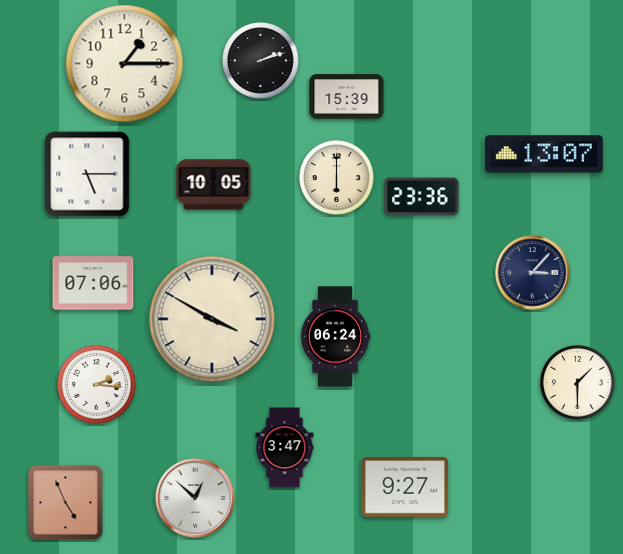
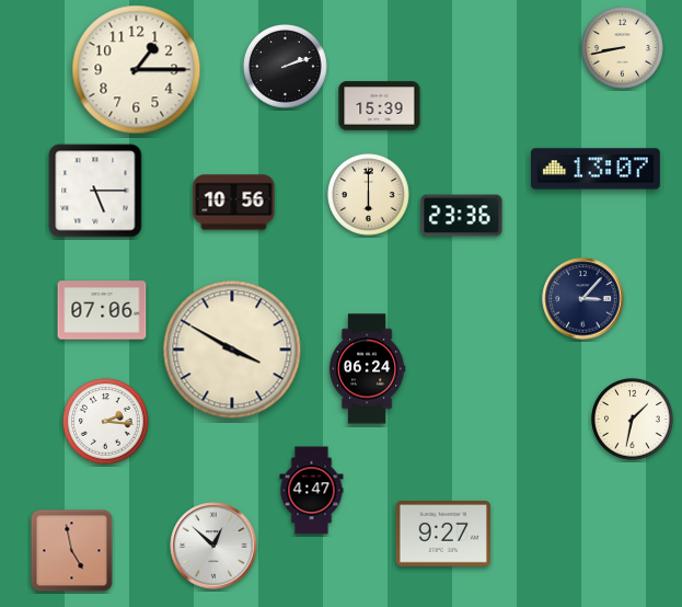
clock at (623, 48): none -> 8:43
clock at (214, 185): 10:05 -> 10:56
clock at (578, 383): 1:30 -> 1:32
clock at (285, 448): 3:47 -> 4:47
clock at (66, 503): 4:56 -> 4:58
